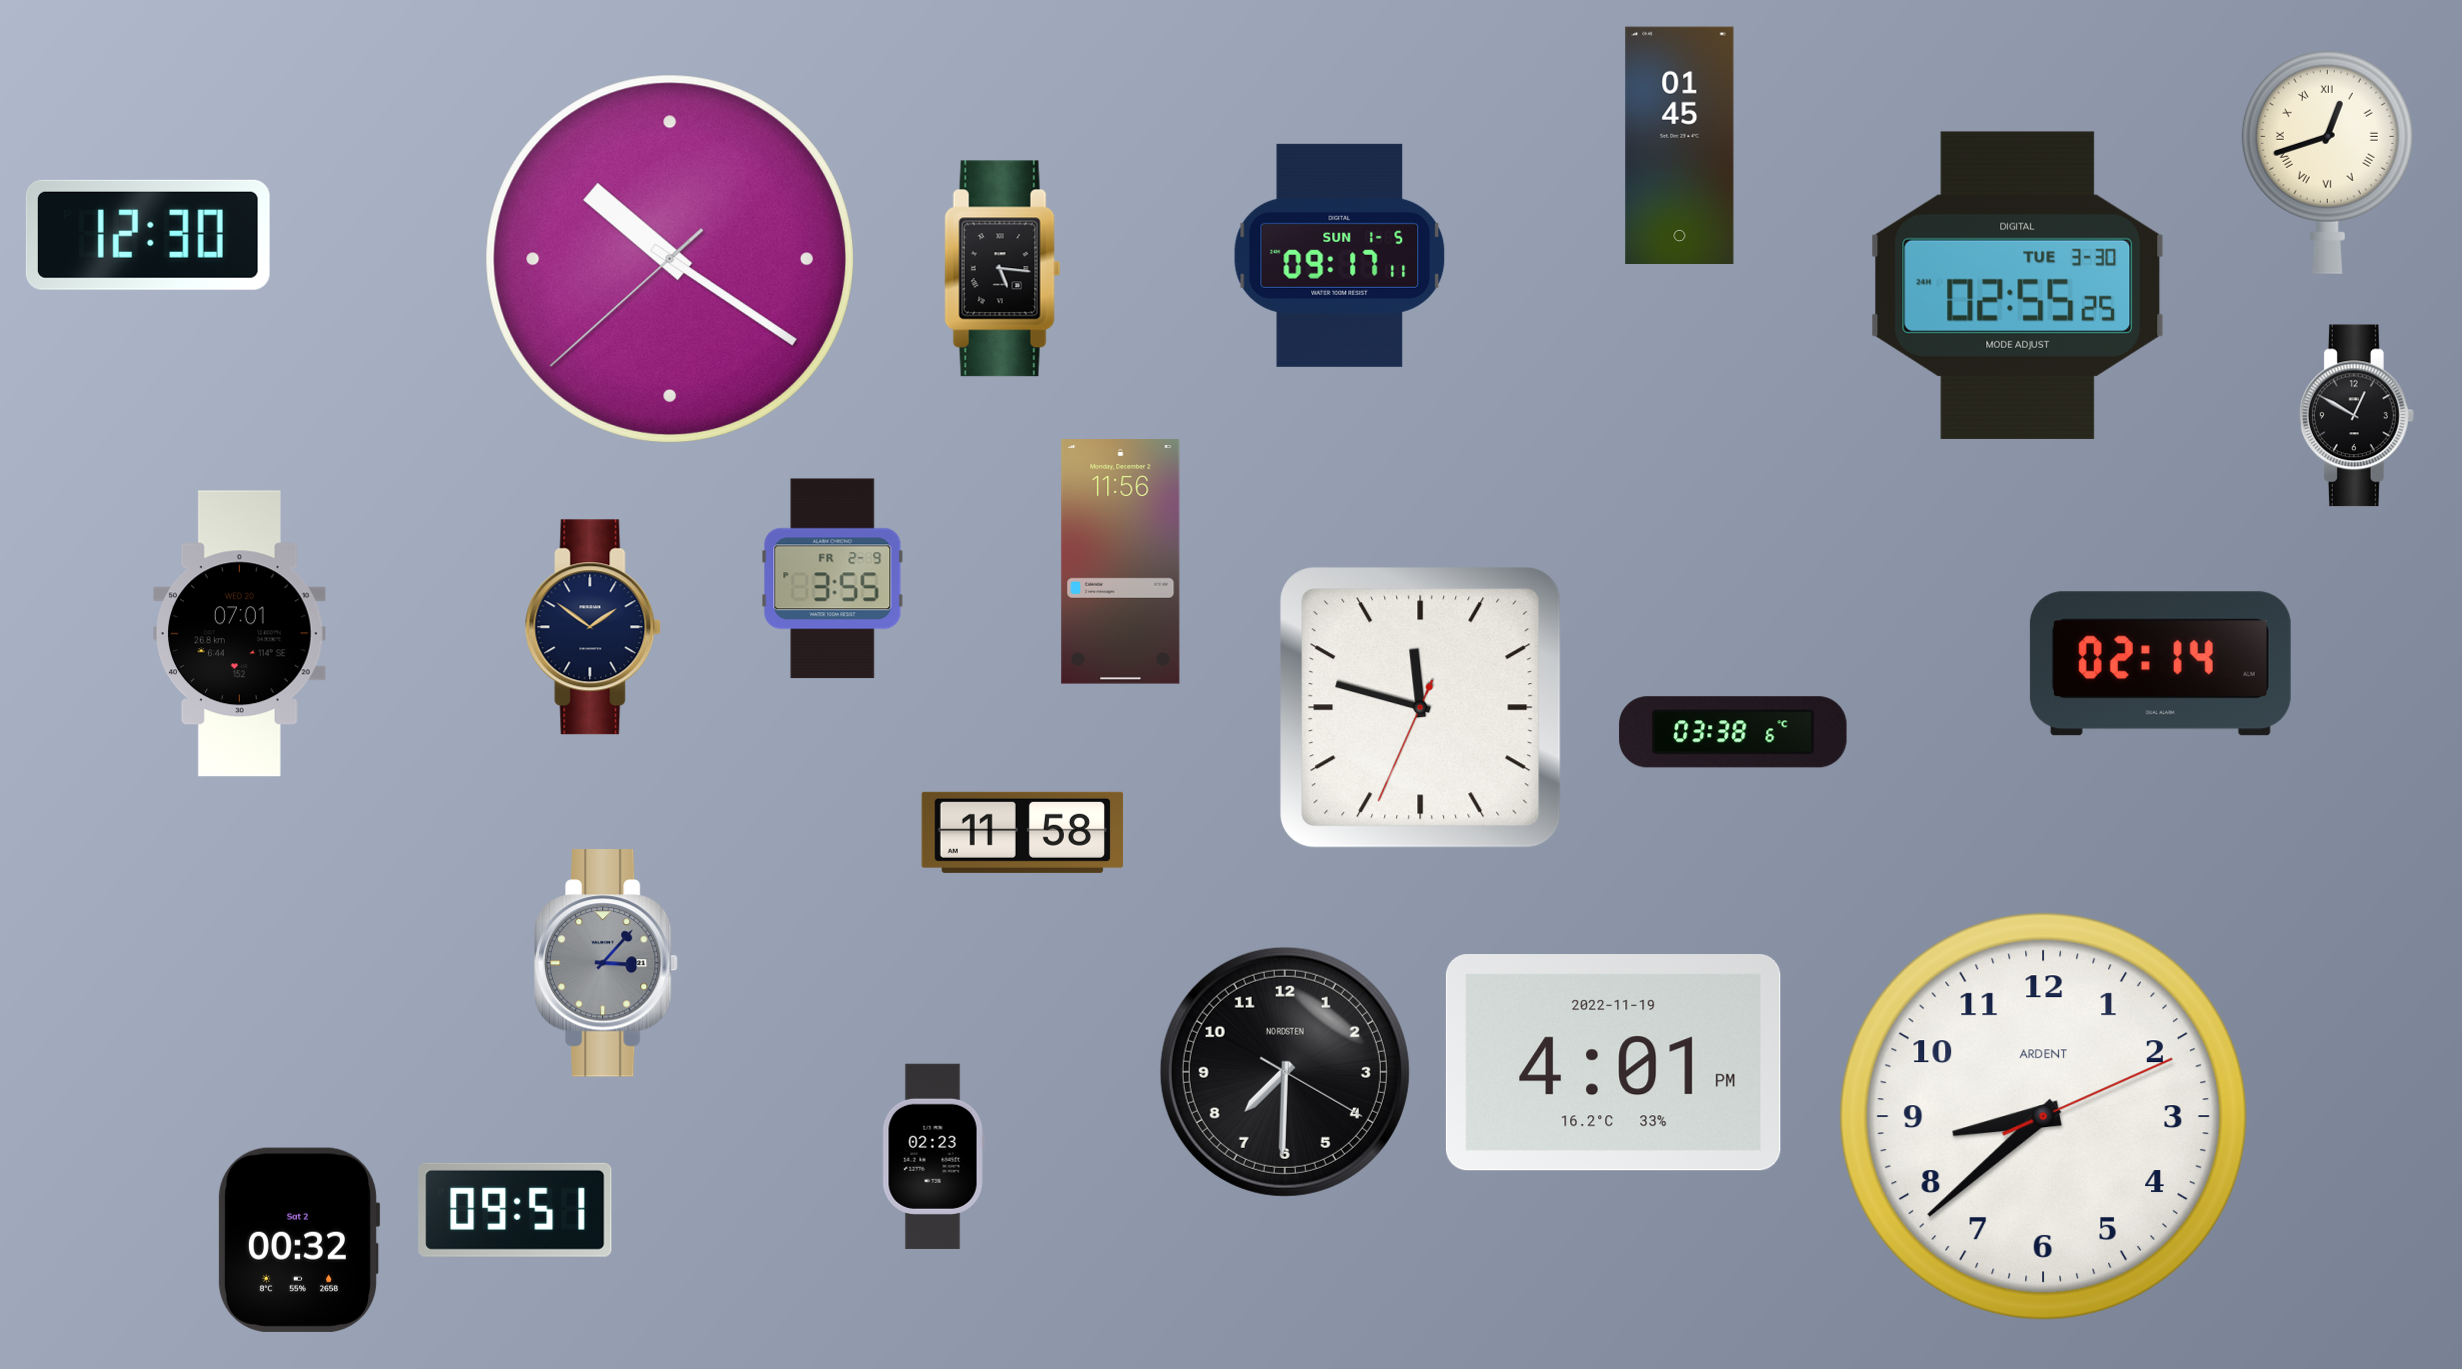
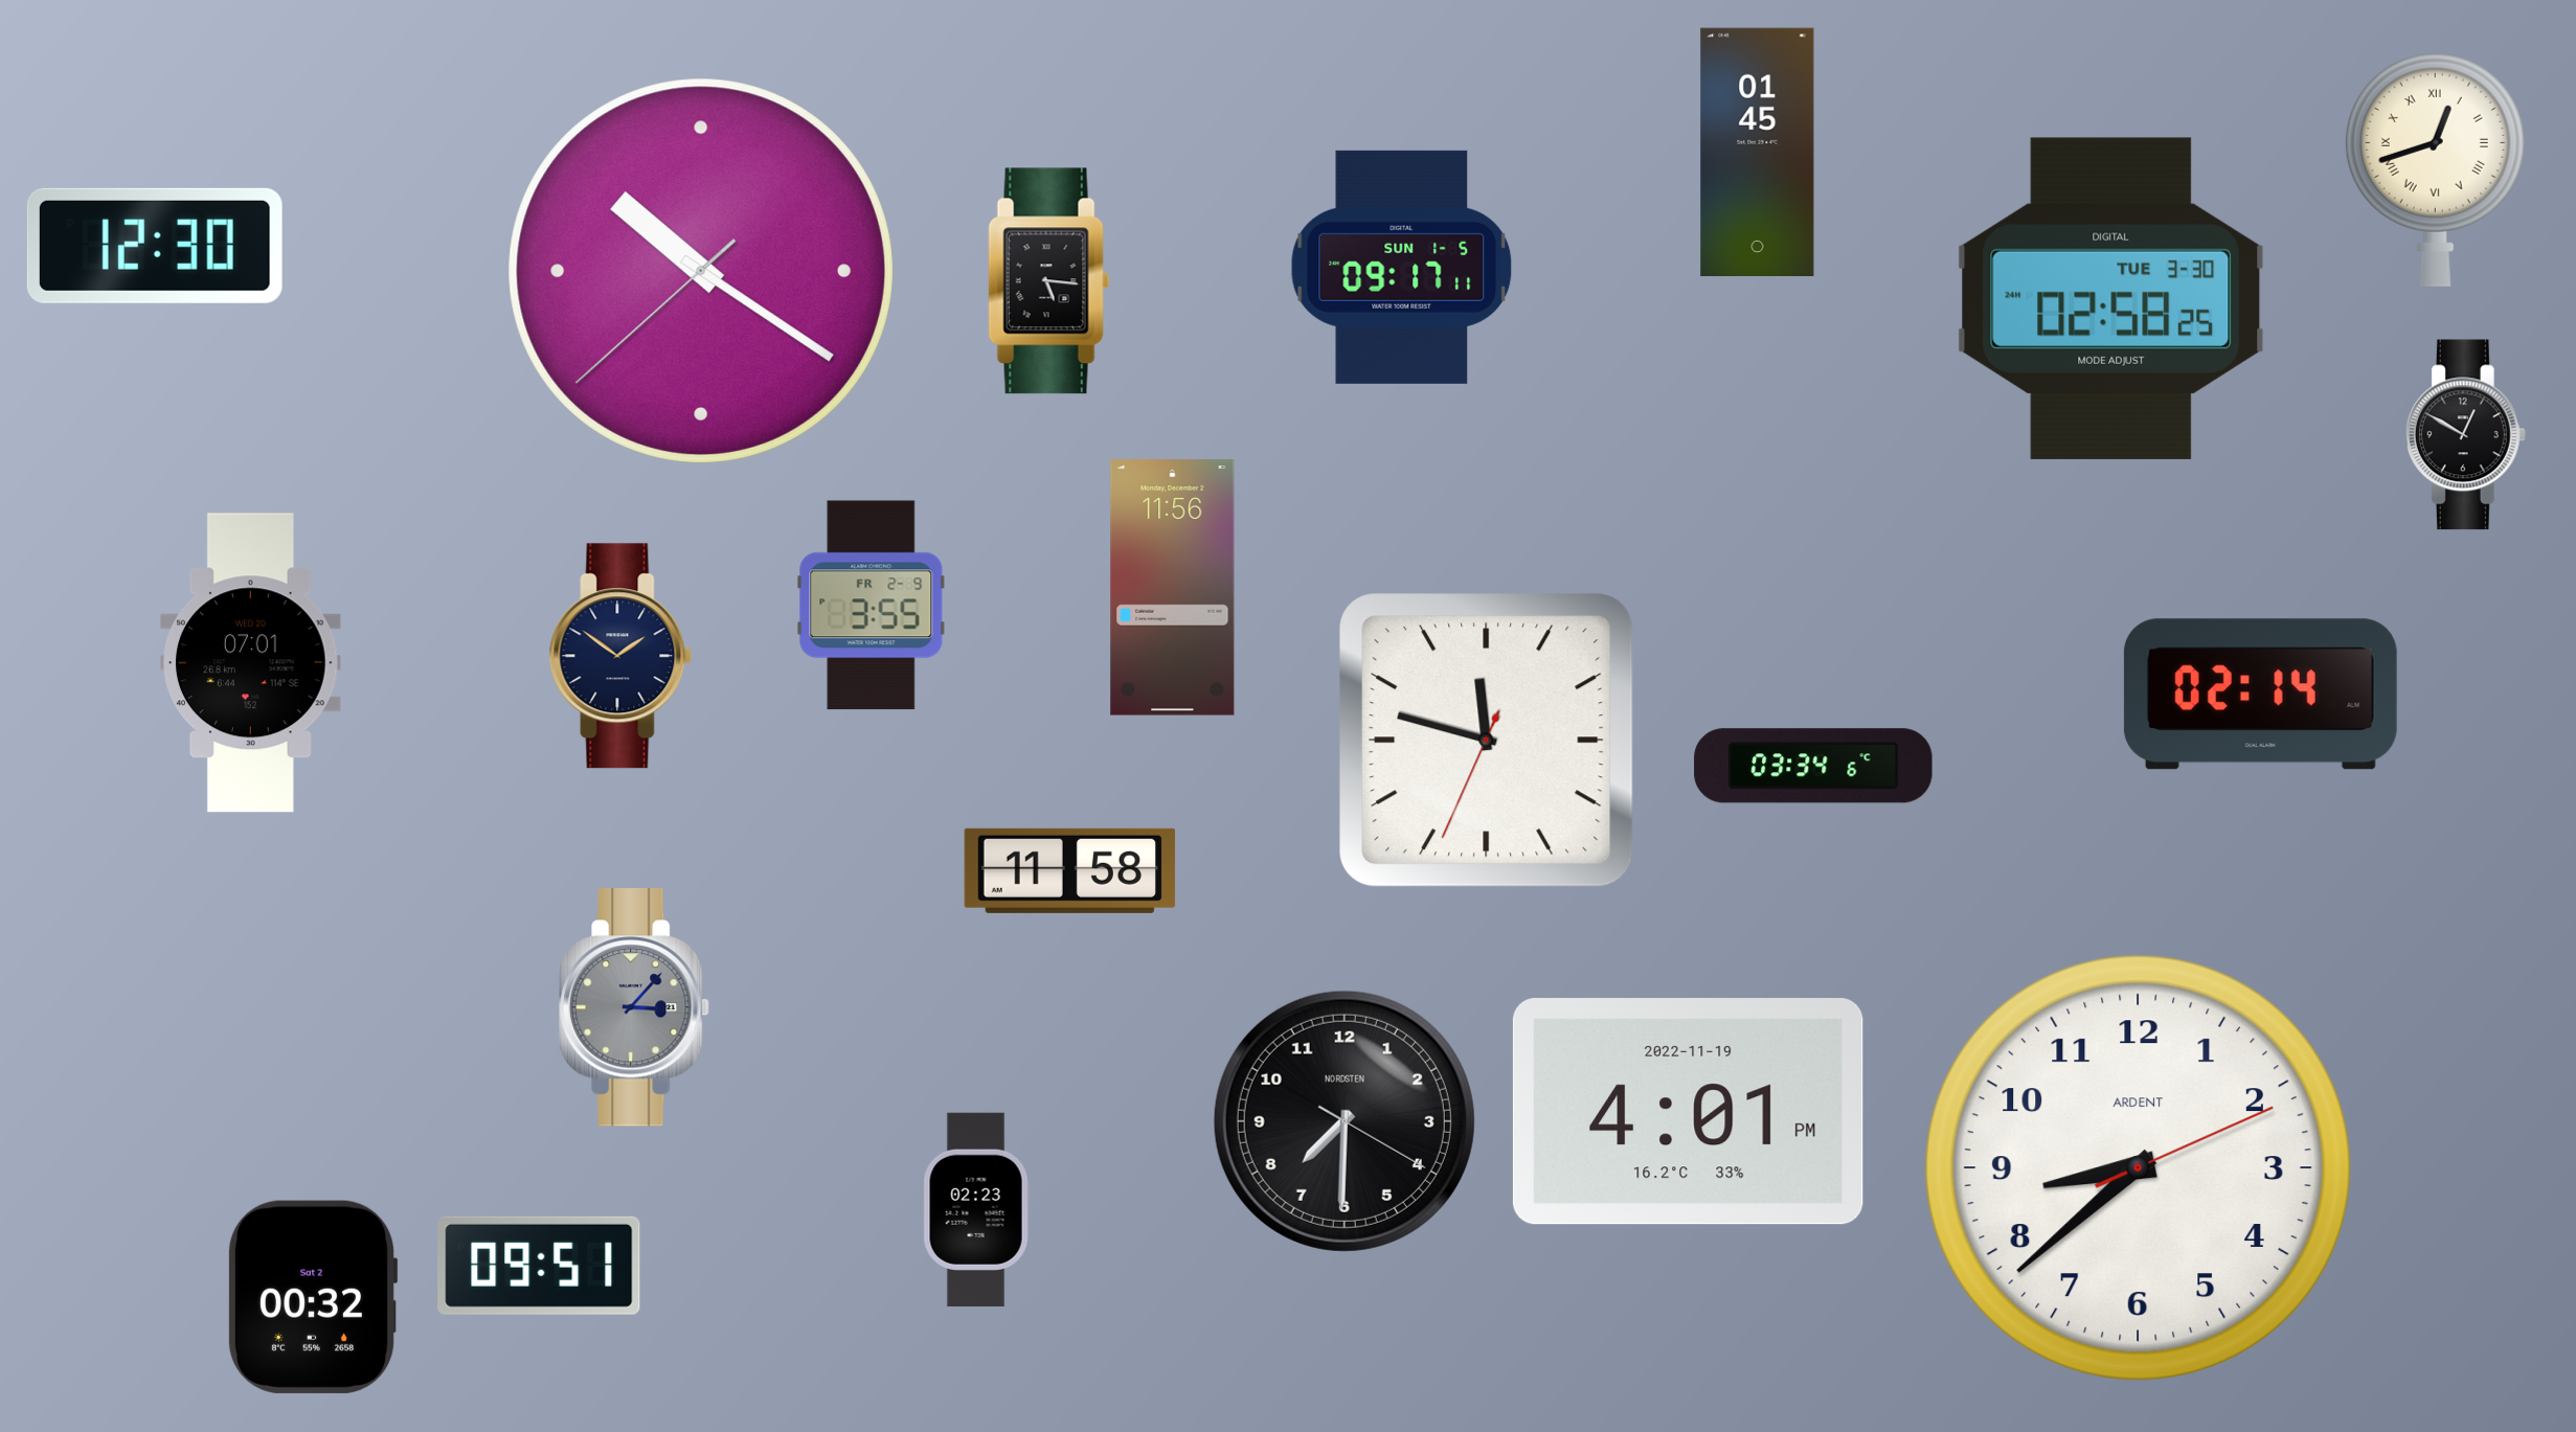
clock at (2018, 285): 02:55 -> 02:58
clock at (1733, 732): 03:38 -> 03:34
